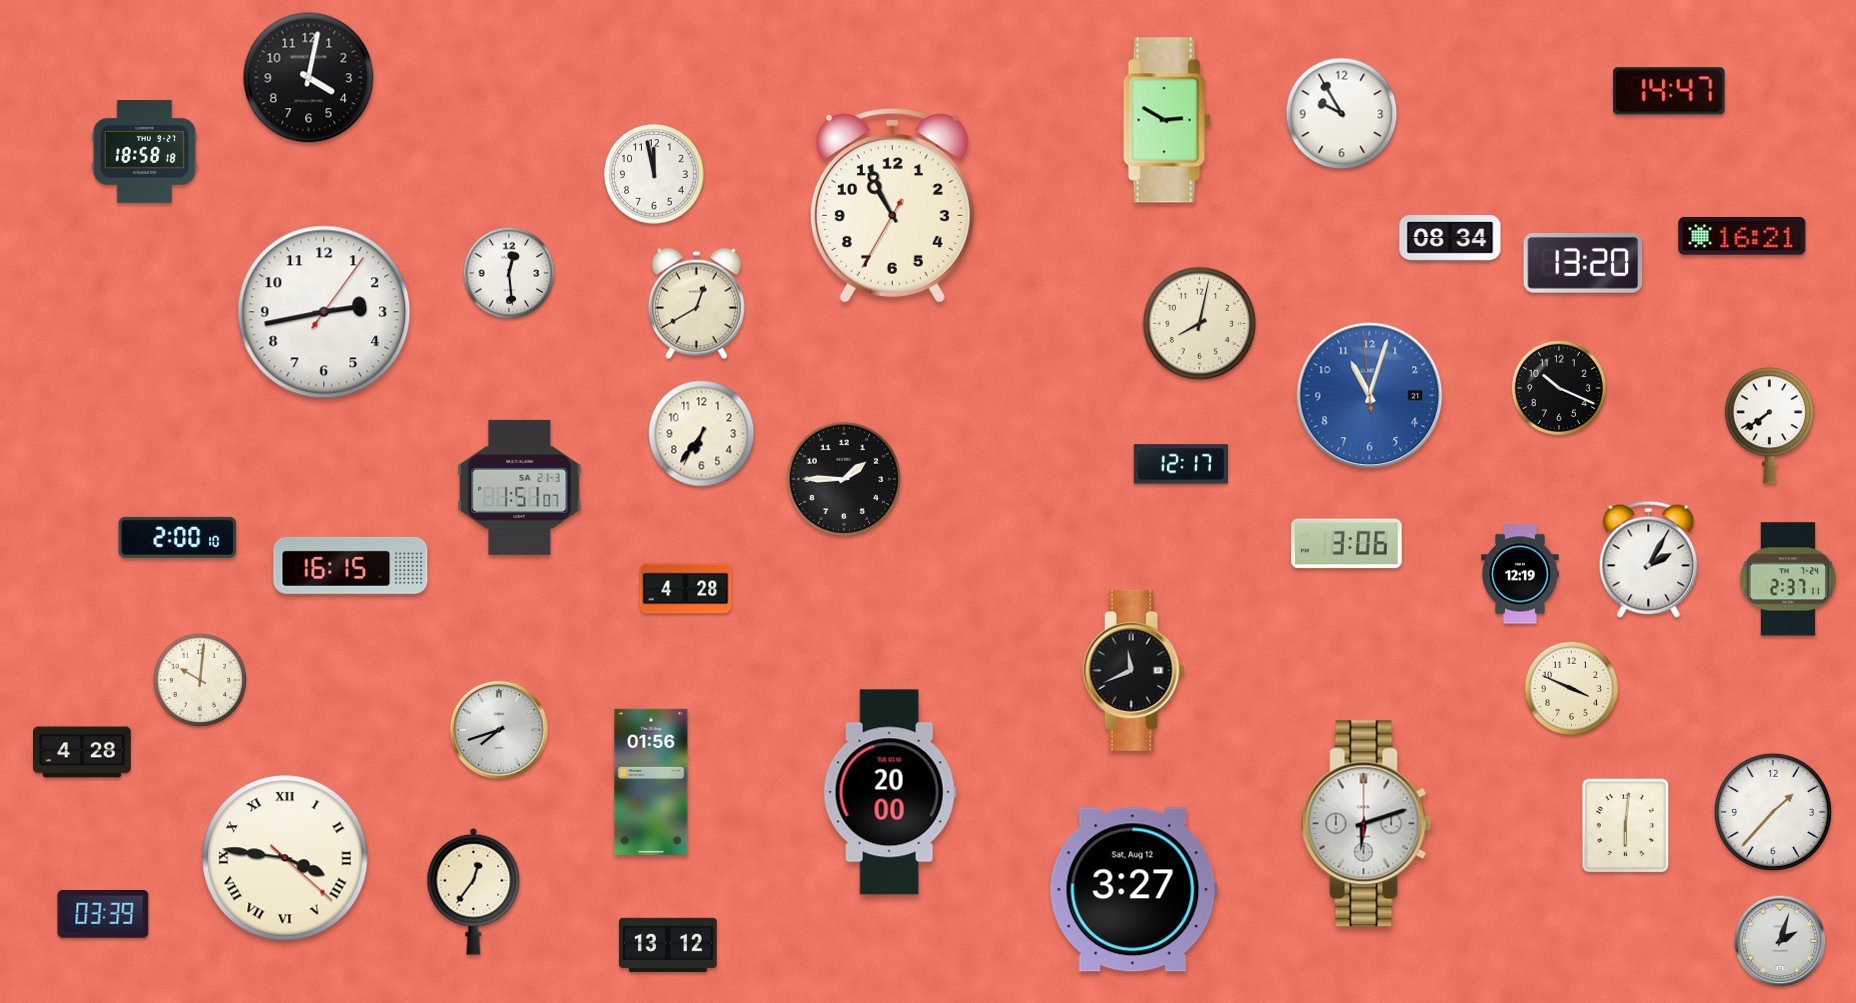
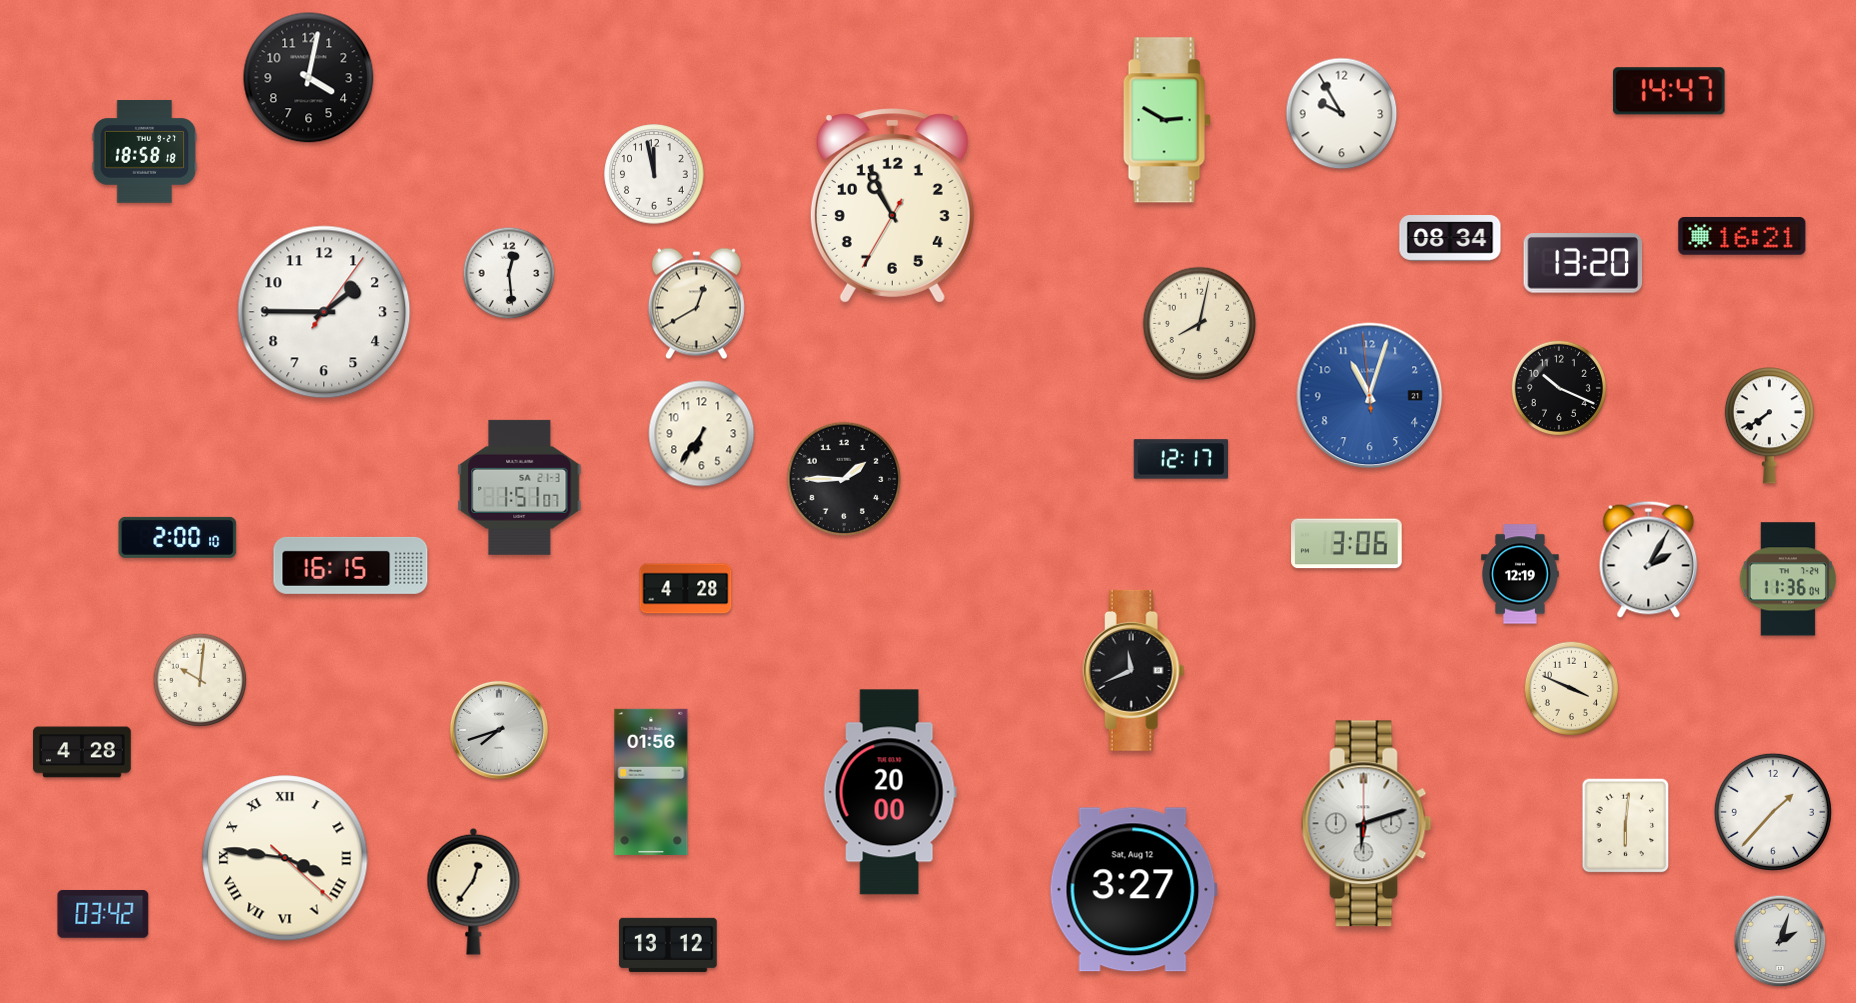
clock at (324, 312): 2:43 -> 1:45
clock at (1181, 464) position: (1181, 464) -> (1181, 459)
clock at (1787, 579): 2:37 -> 11:36
clock at (103, 914): 03:39 -> 03:42
